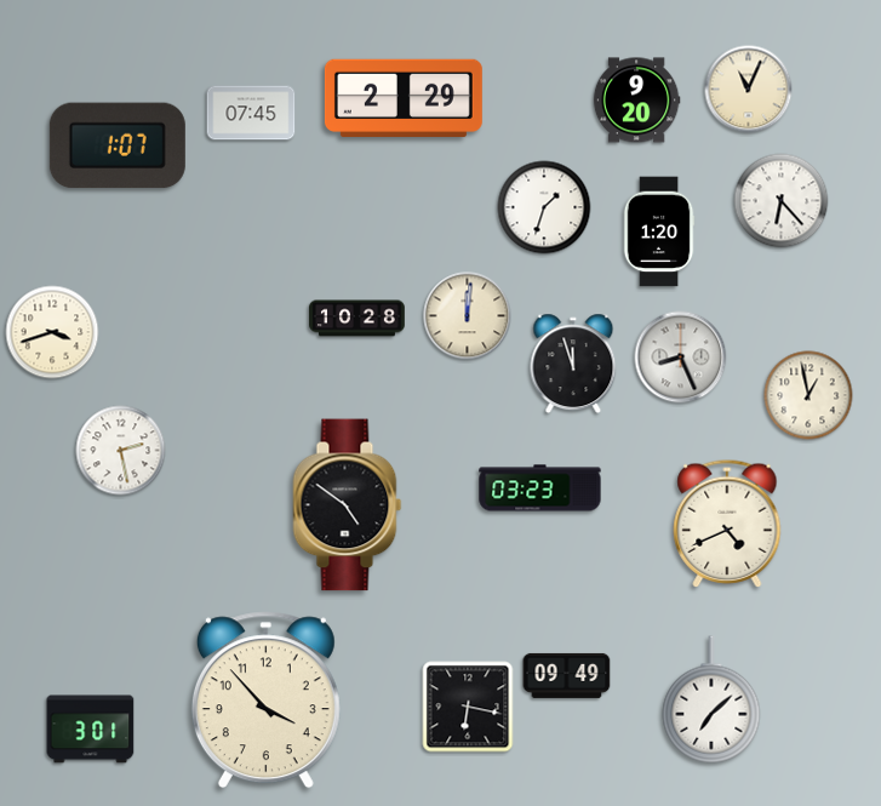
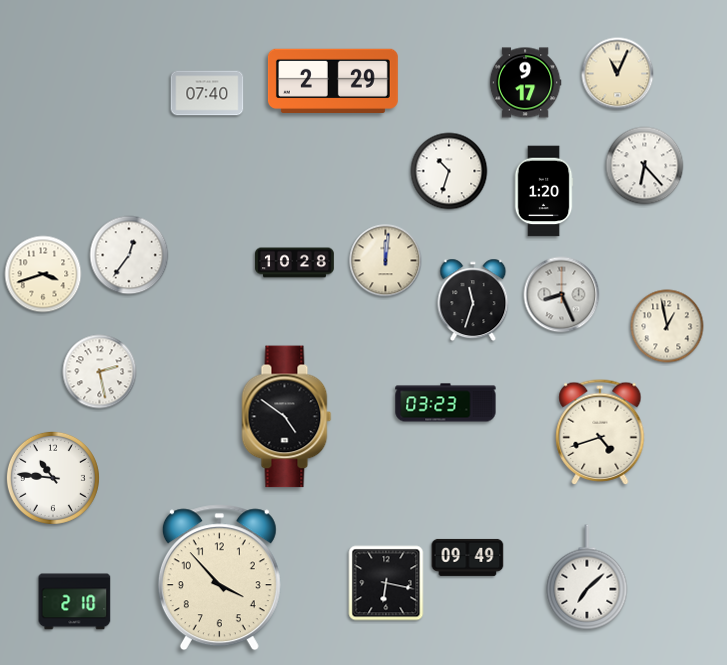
clock at (636, 101): 9:20 -> 9:17
clock at (251, 113): 07:45 -> 07:40
clock at (118, 145): 1:07 -> none
clock at (544, 207): 1:33 -> 10:33
clock at (129, 255): none -> 12:36
clock at (573, 364): 11:57 -> 11:33
clock at (727, 524): 4:41 -> 4:42
clock at (53, 478): none -> 10:46
clock at (91, 730): 3:01 -> 2:10
